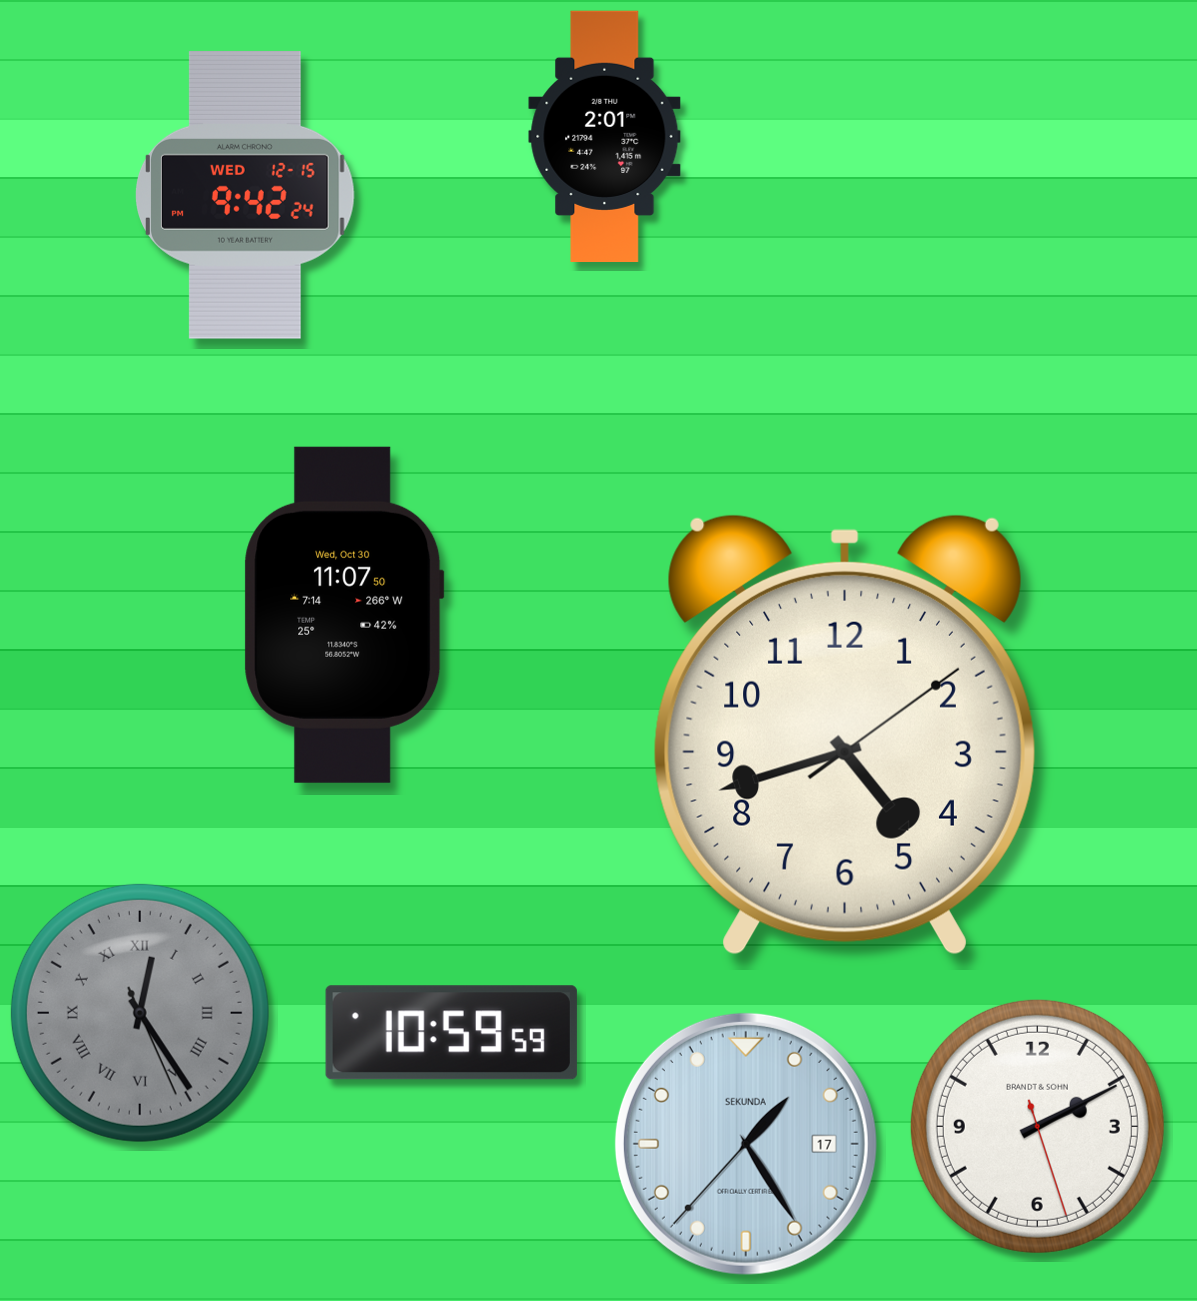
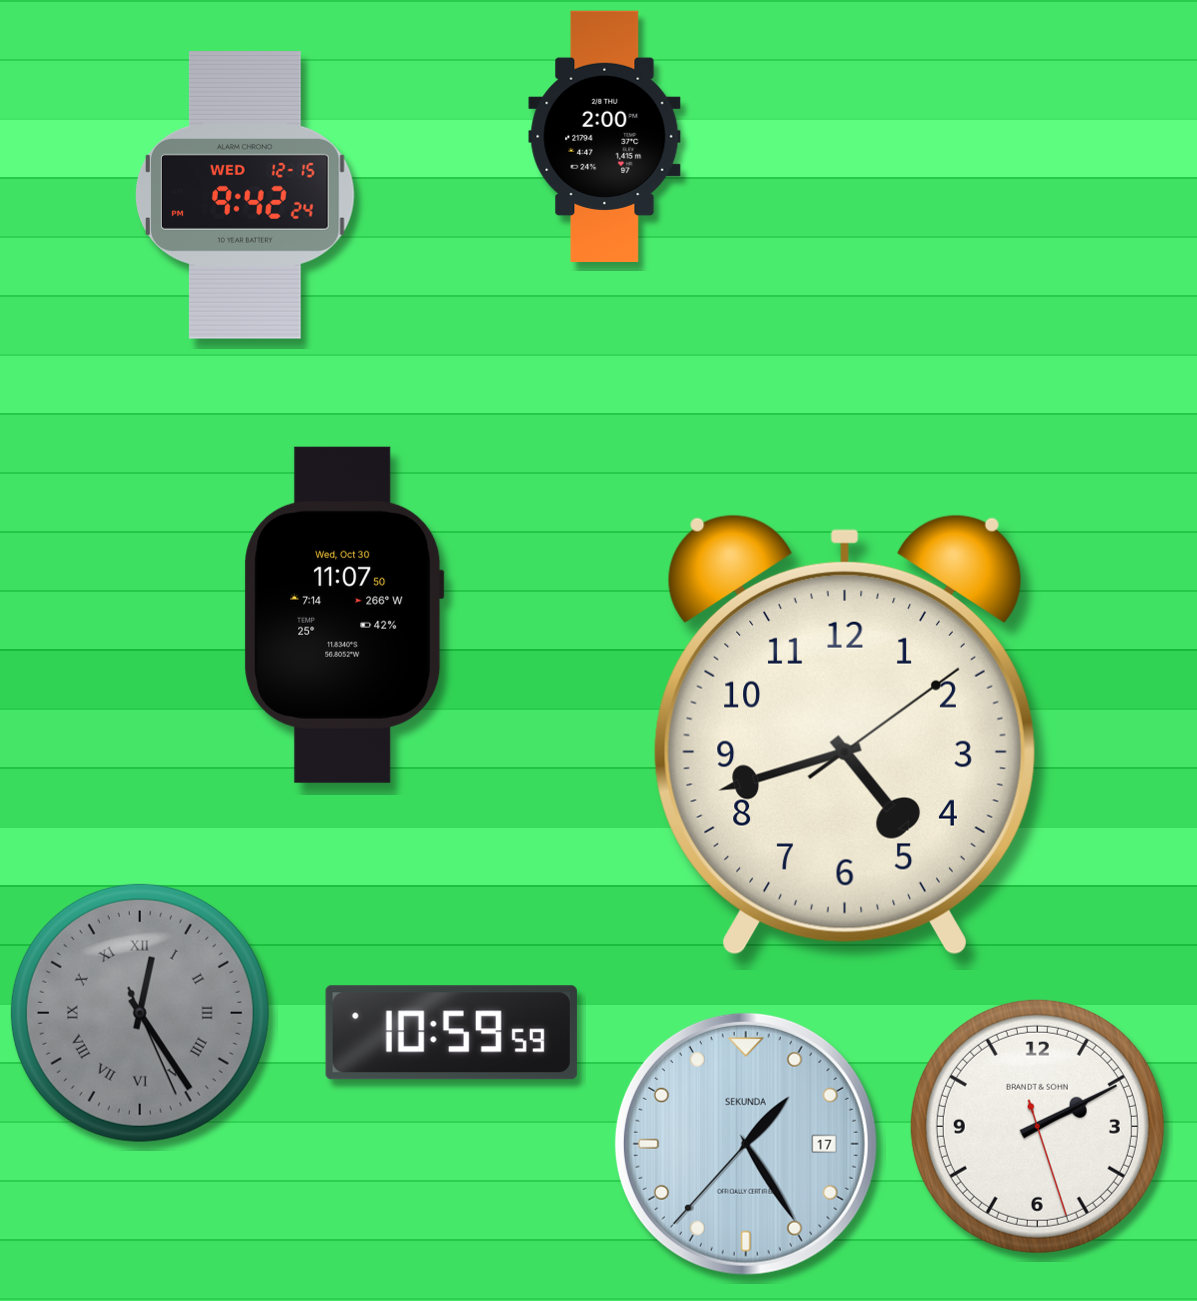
clock at (605, 136): 2:01 -> 2:00
